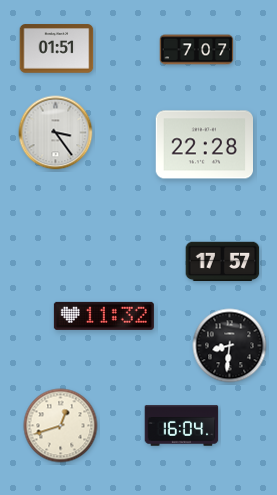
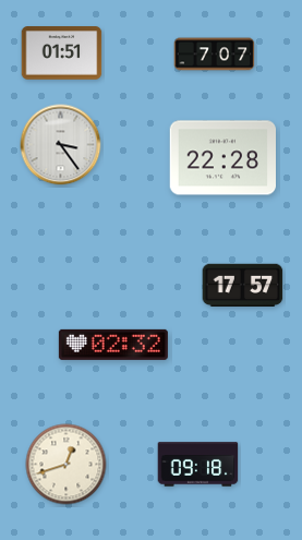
clock at (104, 316): 11:32 -> 02:32
clock at (230, 346): 8:31 -> none
clock at (182, 426): 16:04 -> 09:18
